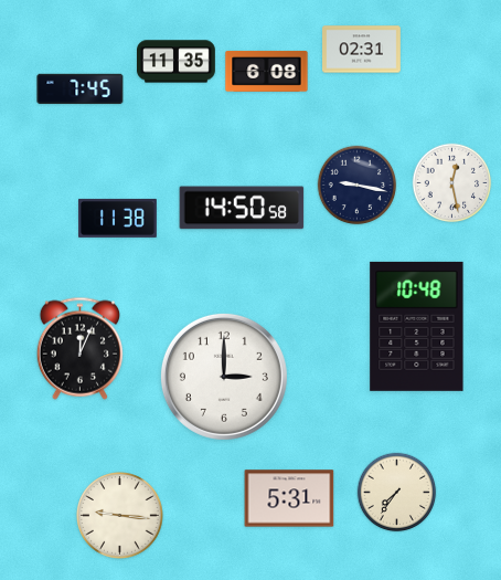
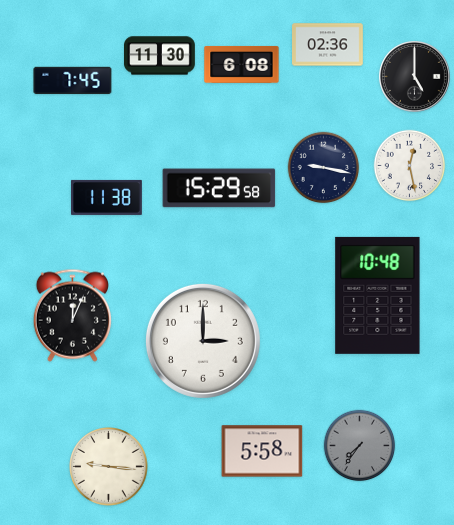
clock at (362, 50): 02:31 -> 02:36
clock at (177, 62): 11:35 -> 11:30
clock at (415, 77): none -> 5:00
clock at (242, 208): 14:50 -> 15:29
clock at (397, 493) dial: cream -> grey
clock at (289, 498): 5:31 -> 5:58
